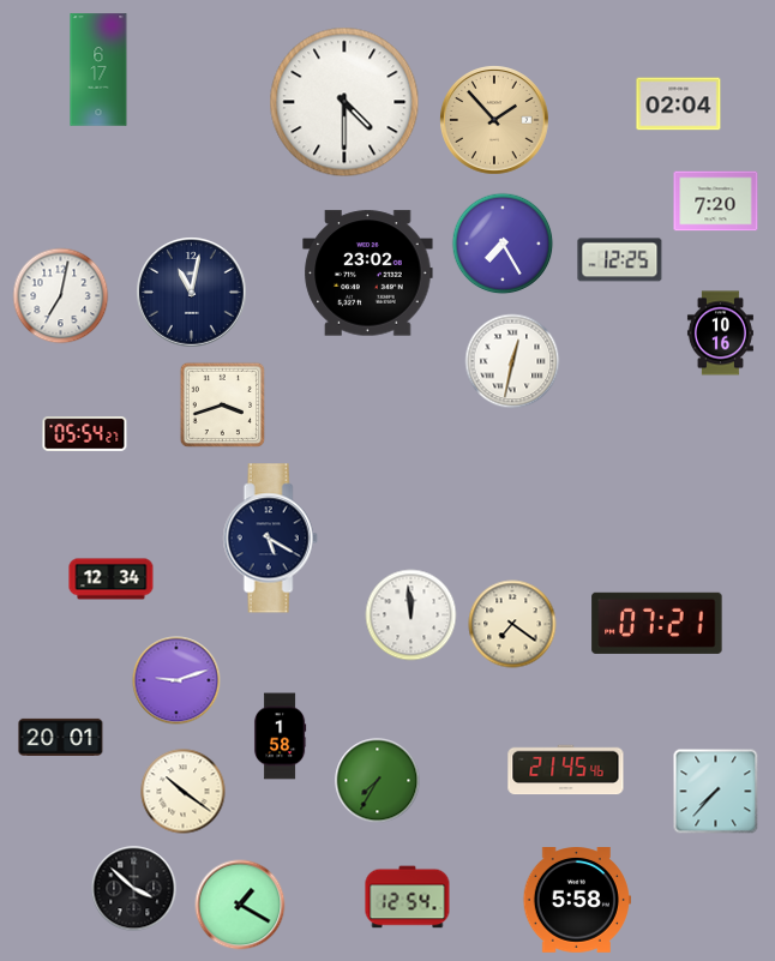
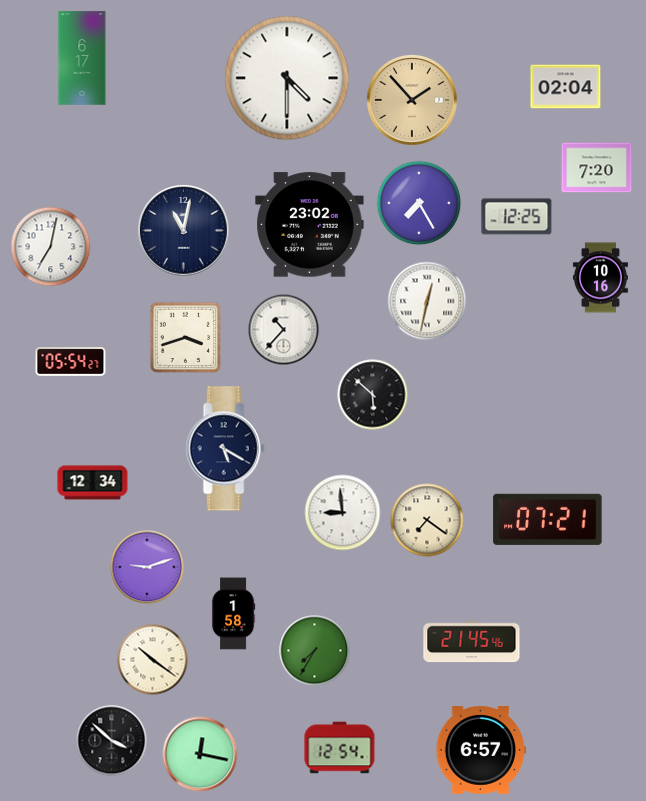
clock at (344, 102) position: (344, 102) -> (287, 78)
clock at (368, 274) position: (368, 274) -> (310, 225)
clock at (192, 293) position: (192, 293) -> (184, 231)
clock at (284, 330): none -> 10:37
clock at (373, 395): none -> 5:52
clock at (411, 615): 11:59 -> 8:59
clock at (61, 737): 20:01 -> none
clock at (716, 792): 7:37 -> none
clock at (577, 901): 5:58 -> 6:57
clock at (240, 905): 1:20 -> 12:17
